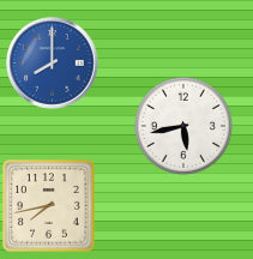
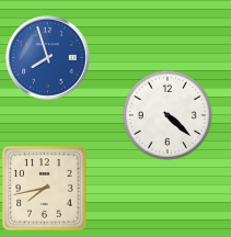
clock at (53, 64): 8:00 -> 7:57
clock at (183, 126): 5:43 -> 4:22
